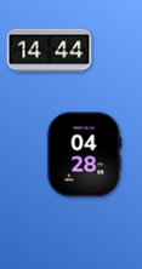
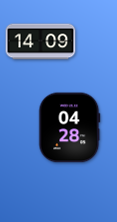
clock at (50, 51): 14:44 -> 14:09
